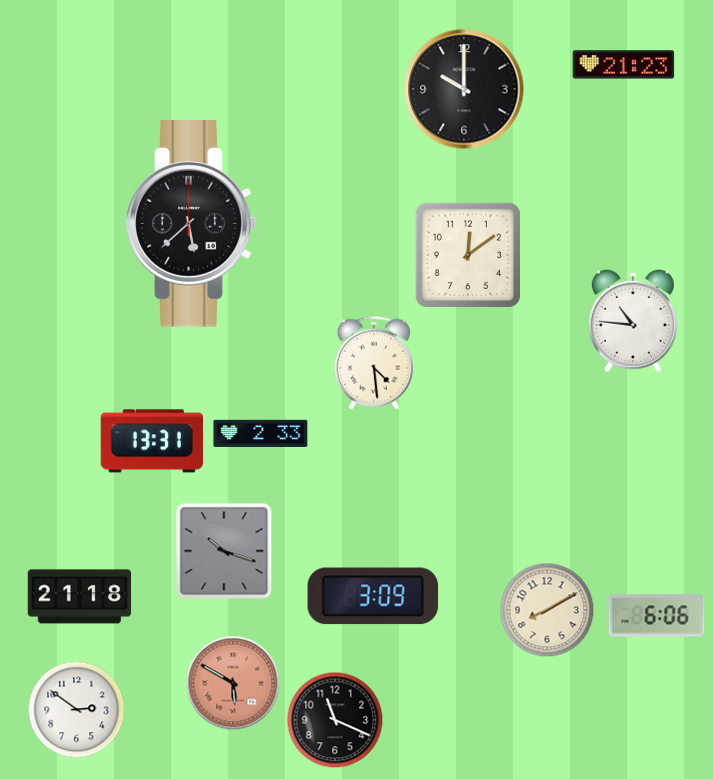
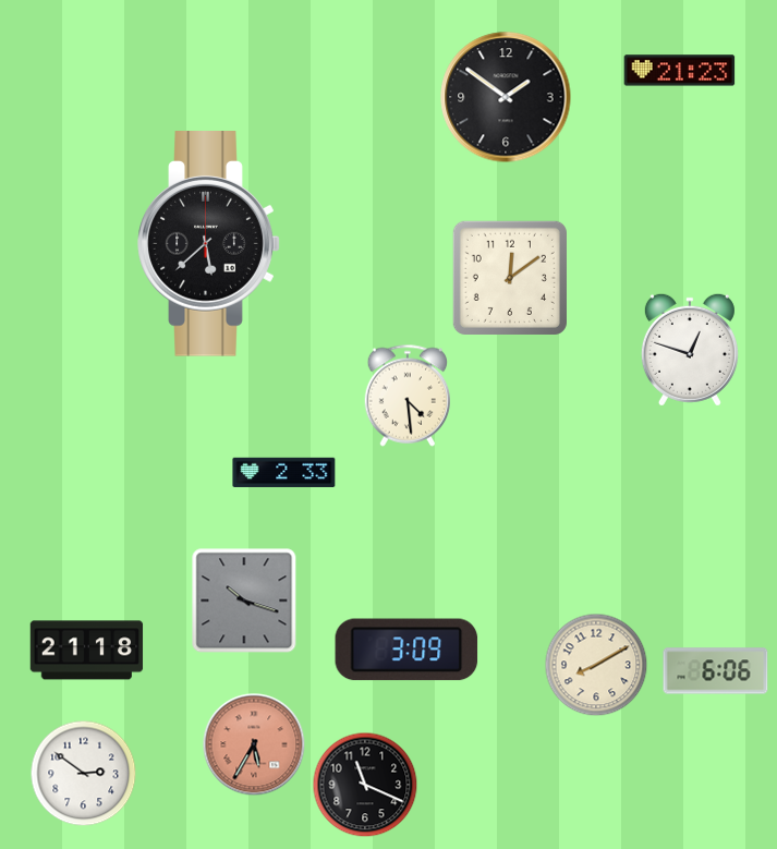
clock at (464, 89): 10:00 -> 1:51
clock at (633, 321): 10:46 -> 12:48
clock at (152, 441): 13:31 -> none
clock at (233, 683): 5:50 -> 5:35
